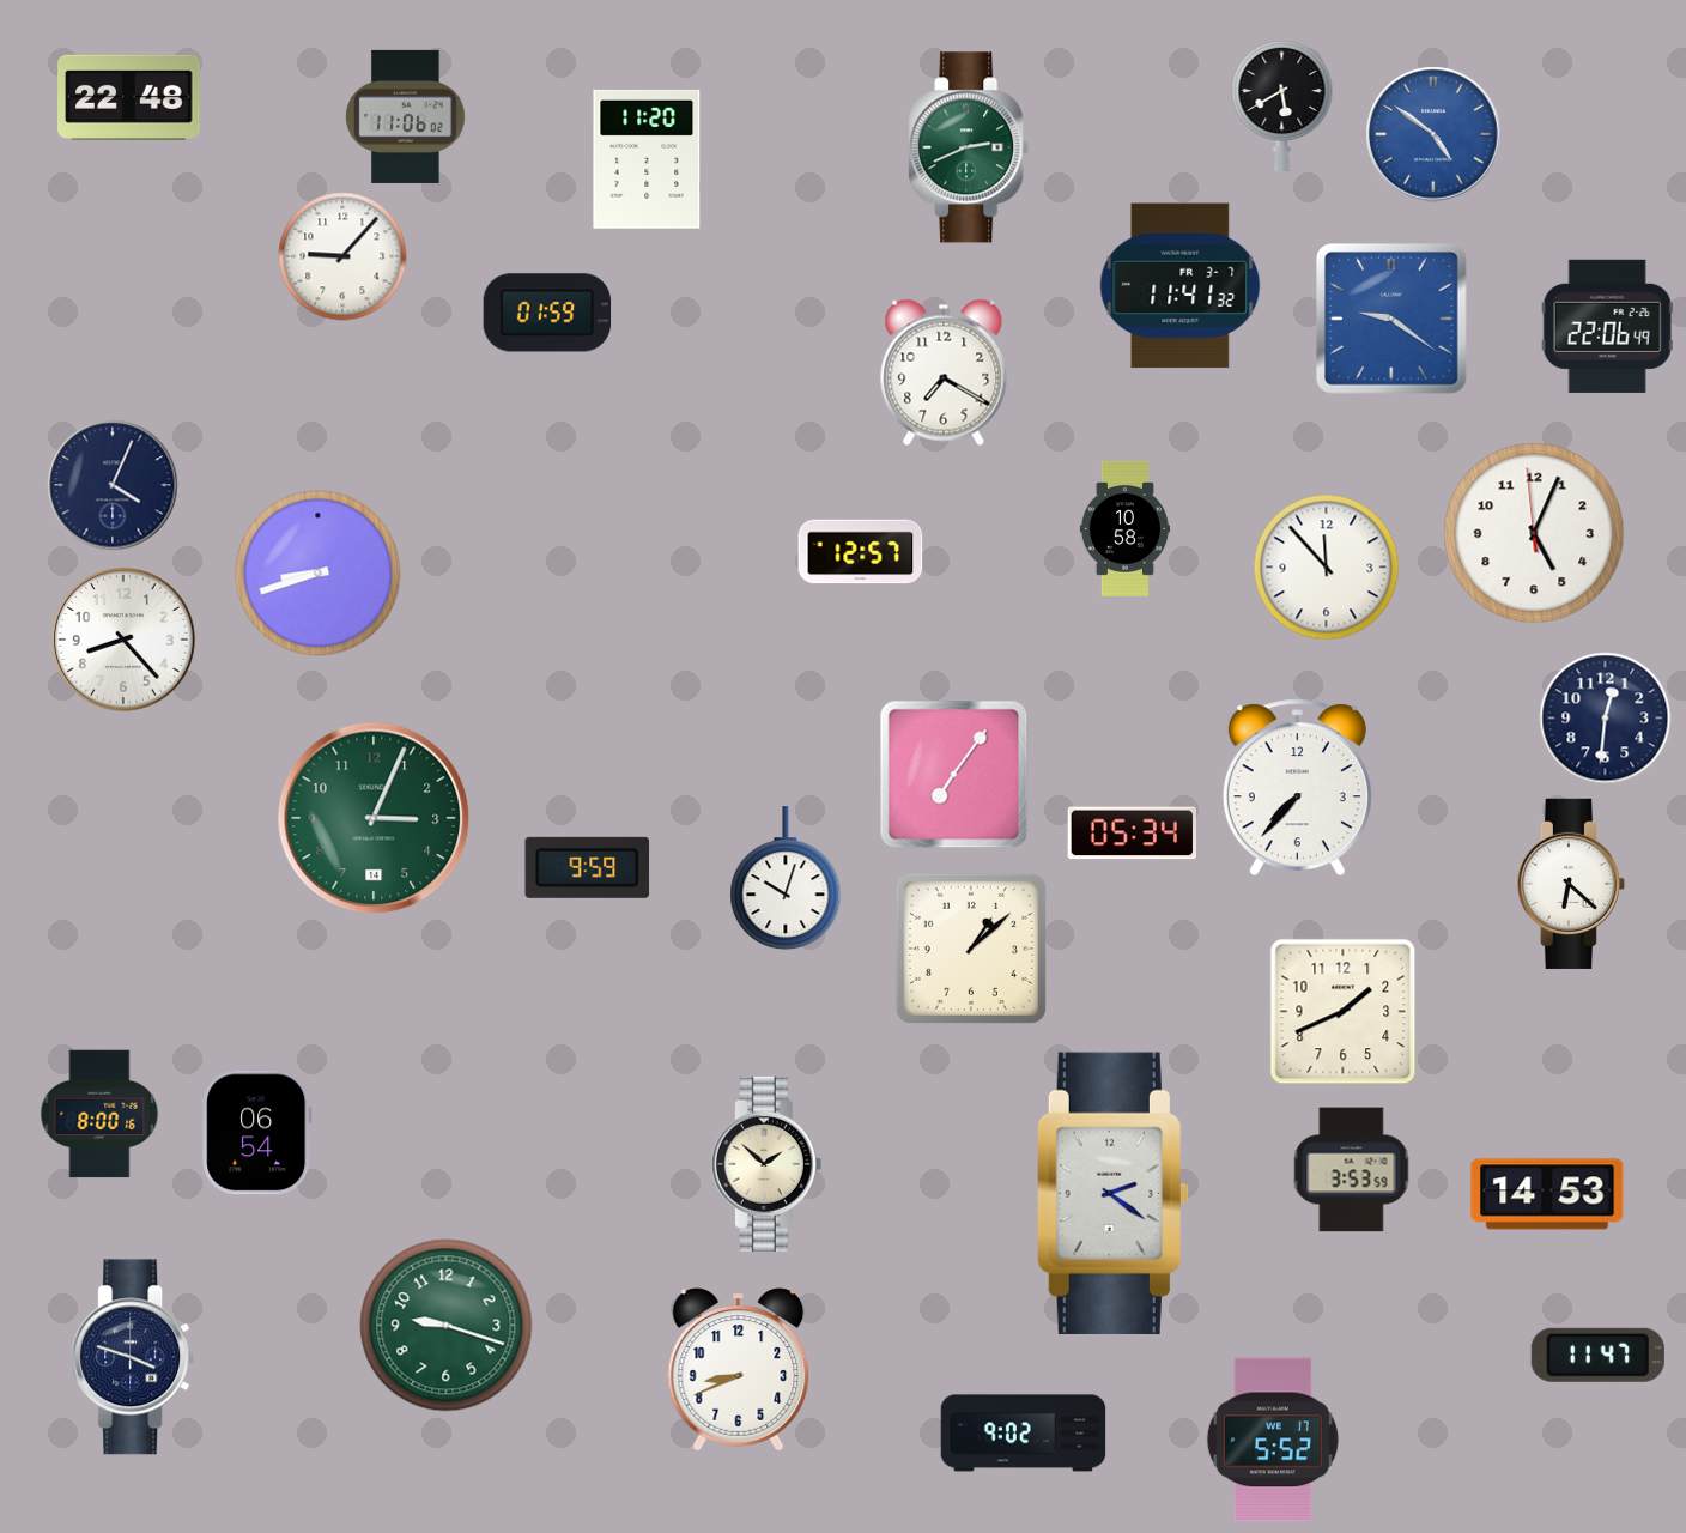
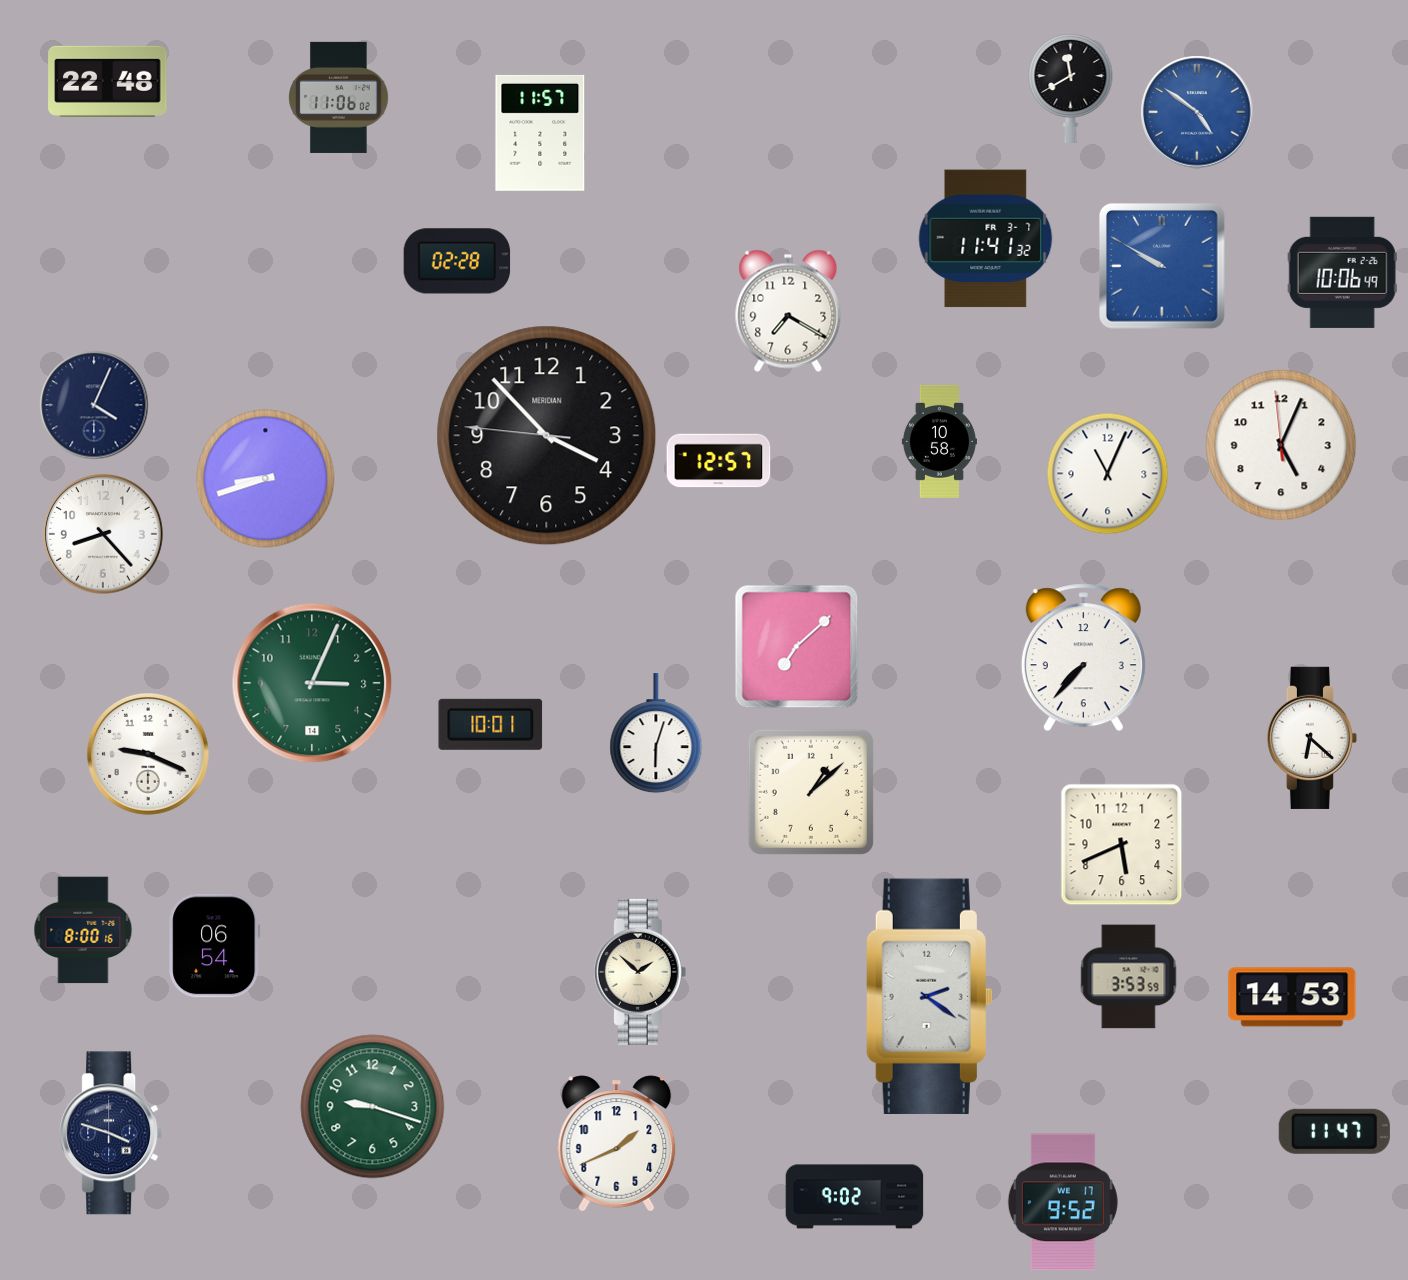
clock at (1282, 104): 5:40 -> 11:40
clock at (969, 147): 2:41 -> none
clock at (647, 159): 11:20 -> 11:57
clock at (342, 256): 9:07 -> none
clock at (547, 313): 01:59 -> 02:28
clock at (1391, 319): 9:21 -> 9:50
clock at (1607, 326): 22:06 -> 10:06
clock at (547, 436): none -> 3:52
clock at (1327, 568): 11:53 -> 11:04
clock at (1606, 719): 12:31 -> none
clock at (954, 775): 7:06 -> 7:08
clock at (1132, 834): 05:34 -> none
clock at (588, 867): 9:59 -> 10:01
clock at (786, 879): 10:03 -> 6:03
clock at (149, 755): none -> 9:19
clock at (1344, 1012): 1:41 -> 5:41
clock at (739, 1370): 8:41 -> 1:41
clock at (1273, 1440): 5:52 -> 9:52
